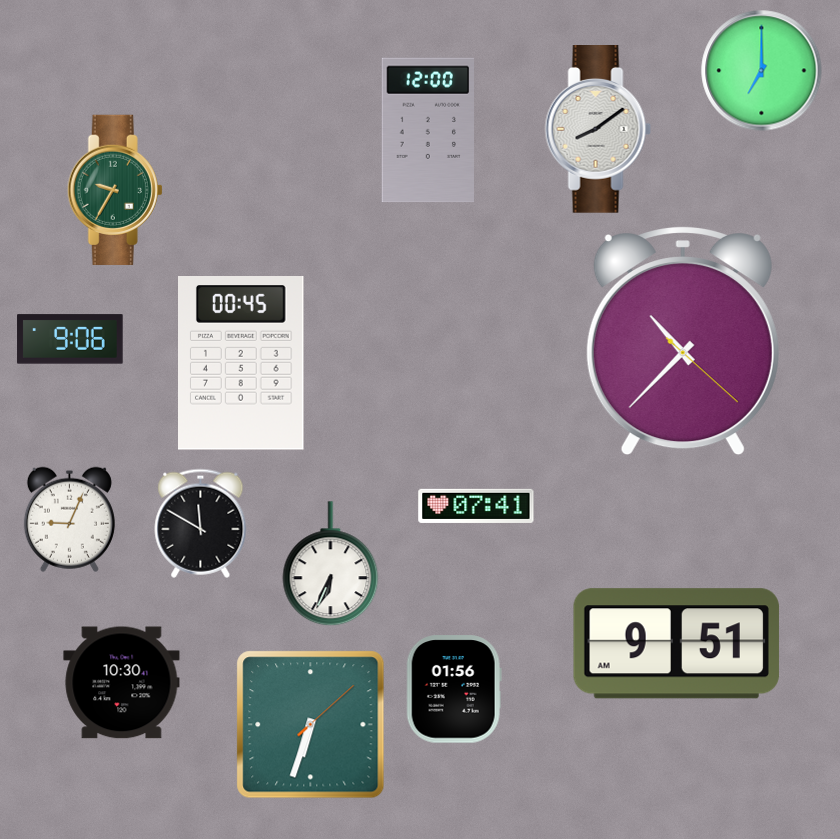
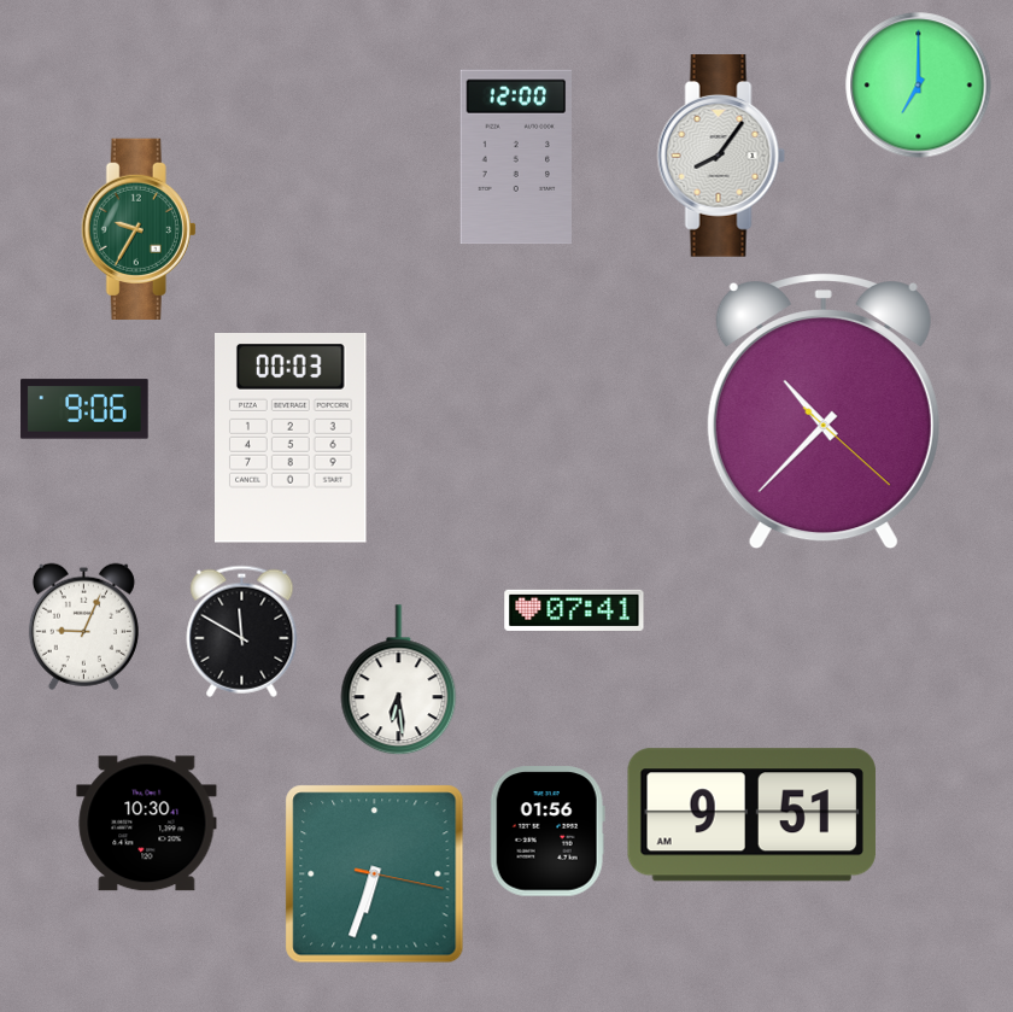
clock at (598, 130): 8:09 -> 8:06
clock at (242, 364): 00:45 -> 00:03
clock at (331, 564): 6:34 -> 6:29
clock at (676, 644) position: (676, 644) -> (751, 815)
clock at (311, 725): 6:33:08 -> 6:33:17
